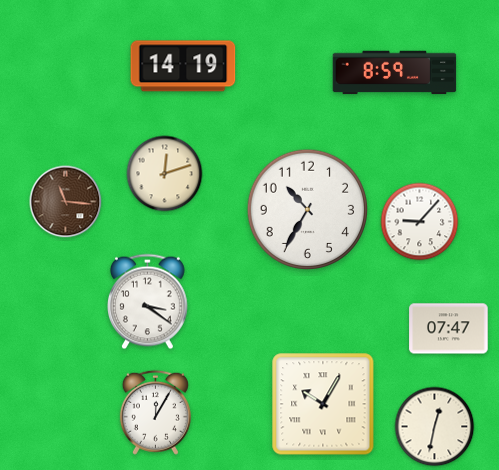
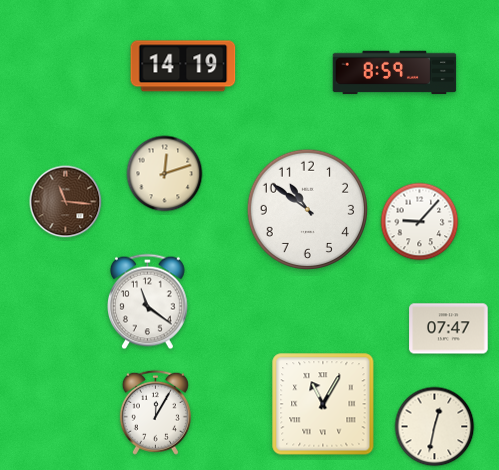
clock at (307, 209): 10:35 -> 10:51
clock at (148, 302): 3:21 -> 11:21
clock at (323, 404): 10:05 -> 11:05
